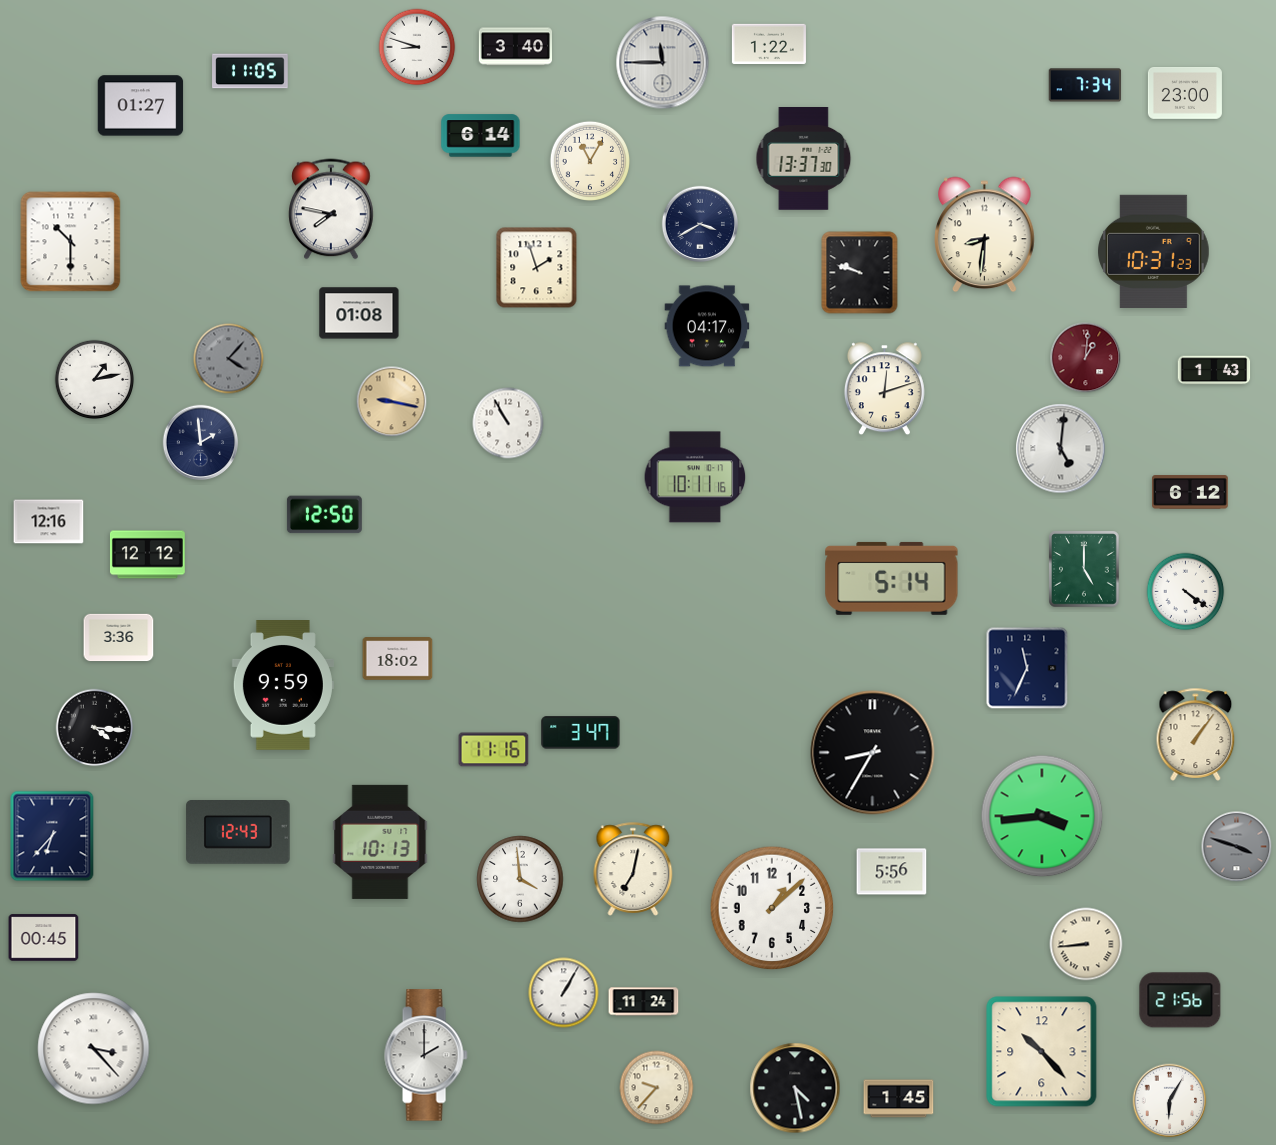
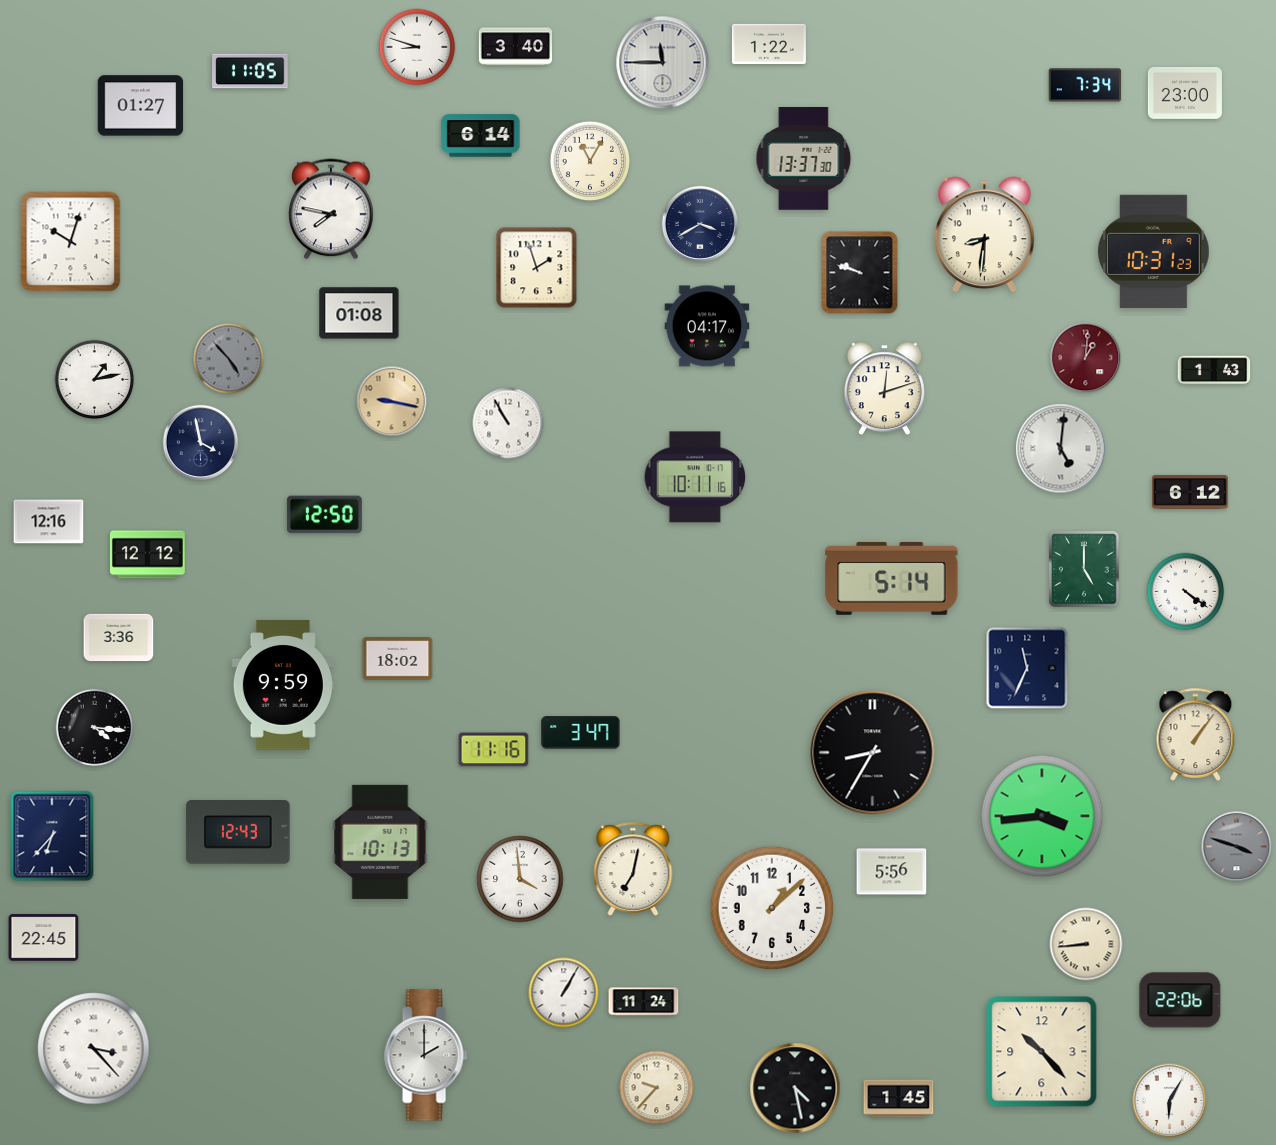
clock at (71, 242): 10:30 -> 10:03
clock at (229, 359): 4:07 -> 4:53
clock at (201, 443): 1:59 -> 3:58
clock at (44, 938): 00:45 -> 22:45
clock at (1180, 1000): 21:56 -> 22:06
